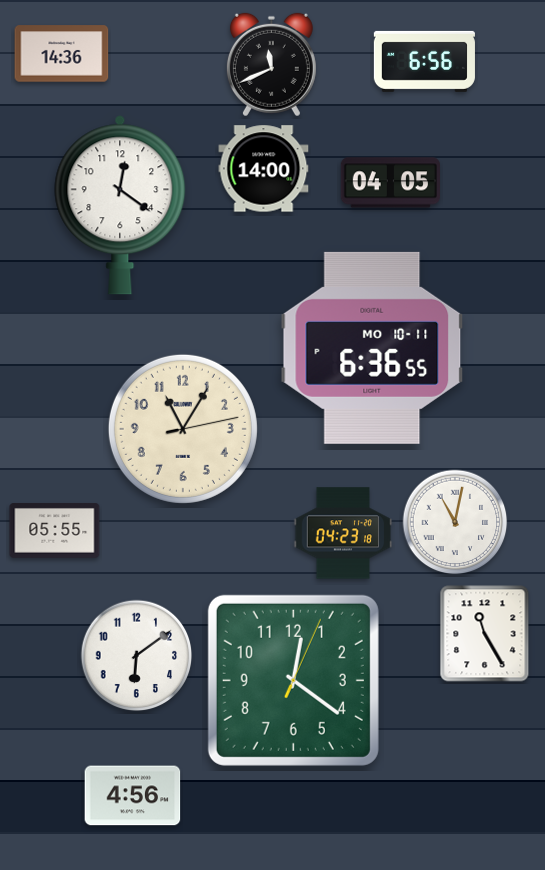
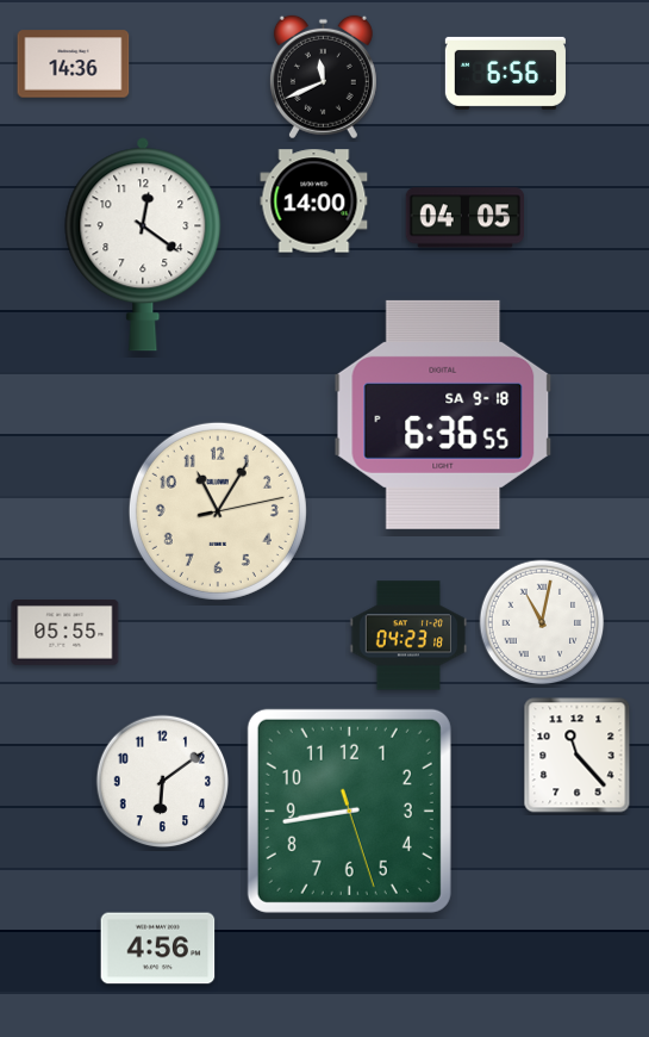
clock at (372, 348) date: MO 10-11 -> SA 9-18
clock at (485, 634): 11:25 -> 11:23
clock at (293, 680): 12:21 -> 8:43
